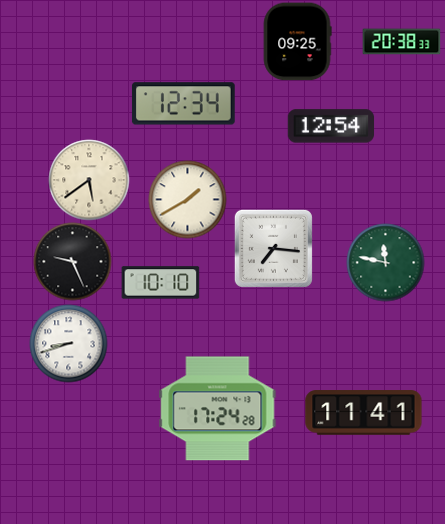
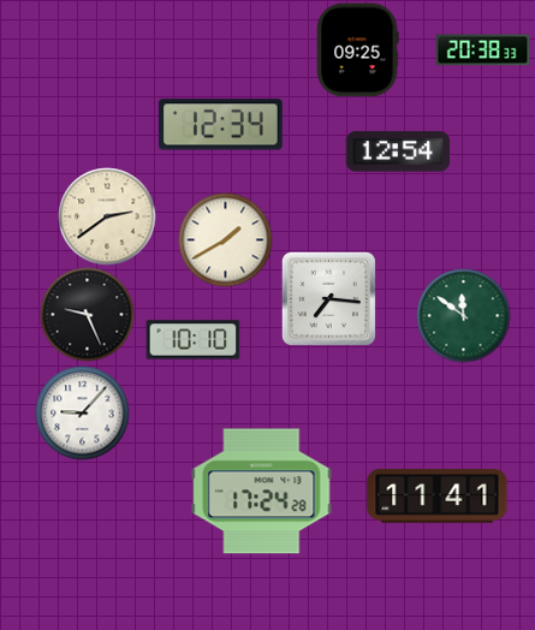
clock at (89, 180): 5:39 -> 2:39
clock at (385, 262): 11:47 -> 11:51
clock at (68, 343): 8:42 -> 9:07
